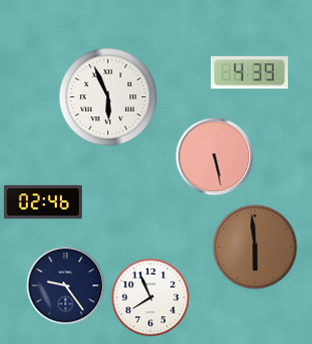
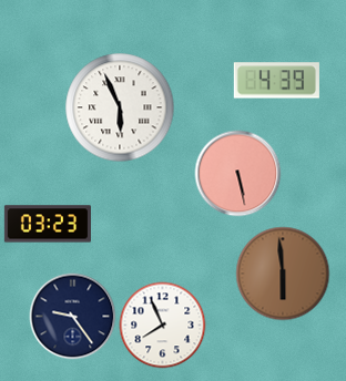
clock at (43, 202): 02:46 -> 03:23
clock at (150, 297) position: (150, 297) -> (162, 325)
